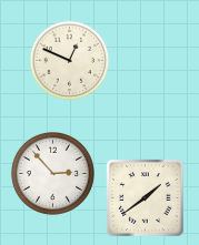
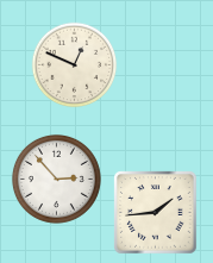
clock at (52, 173) position: (52, 173) -> (56, 179)
clock at (146, 198): 1:39 -> 1:44
